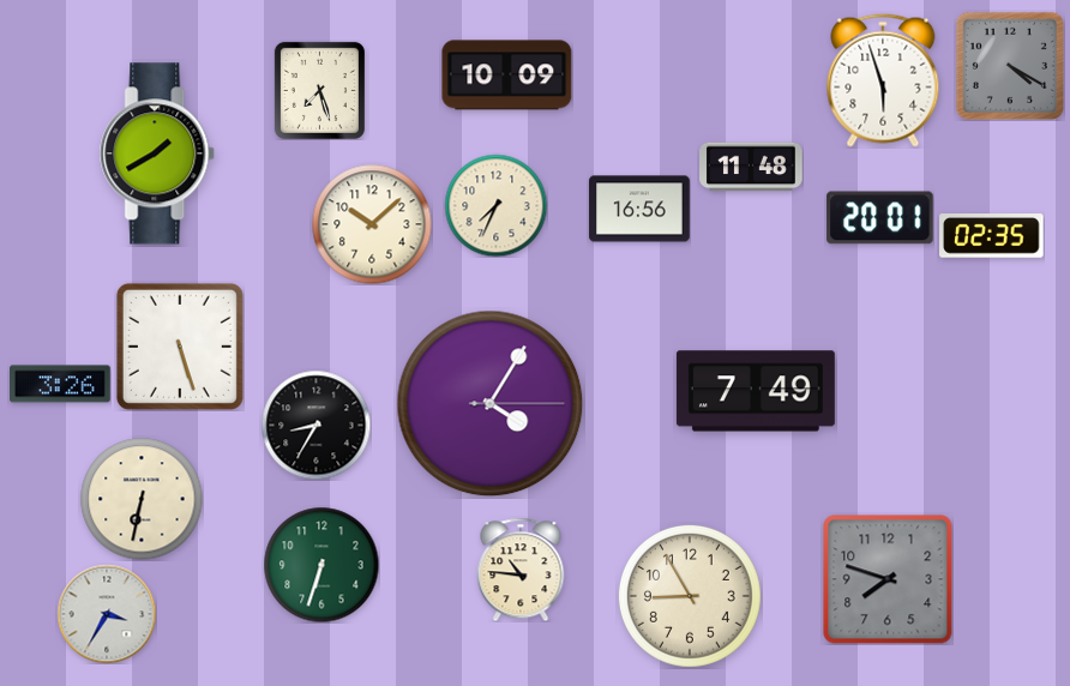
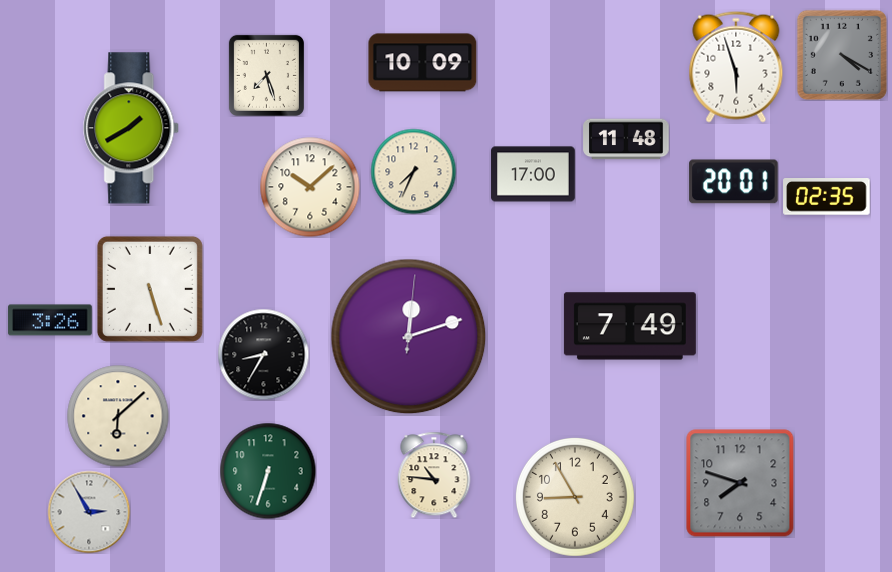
clock at (639, 209): 16:56 -> 17:00
clock at (491, 404): 4:05 -> 12:12
clock at (142, 499): 6:32 -> 6:08
clock at (107, 614): 3:35 -> 2:55
